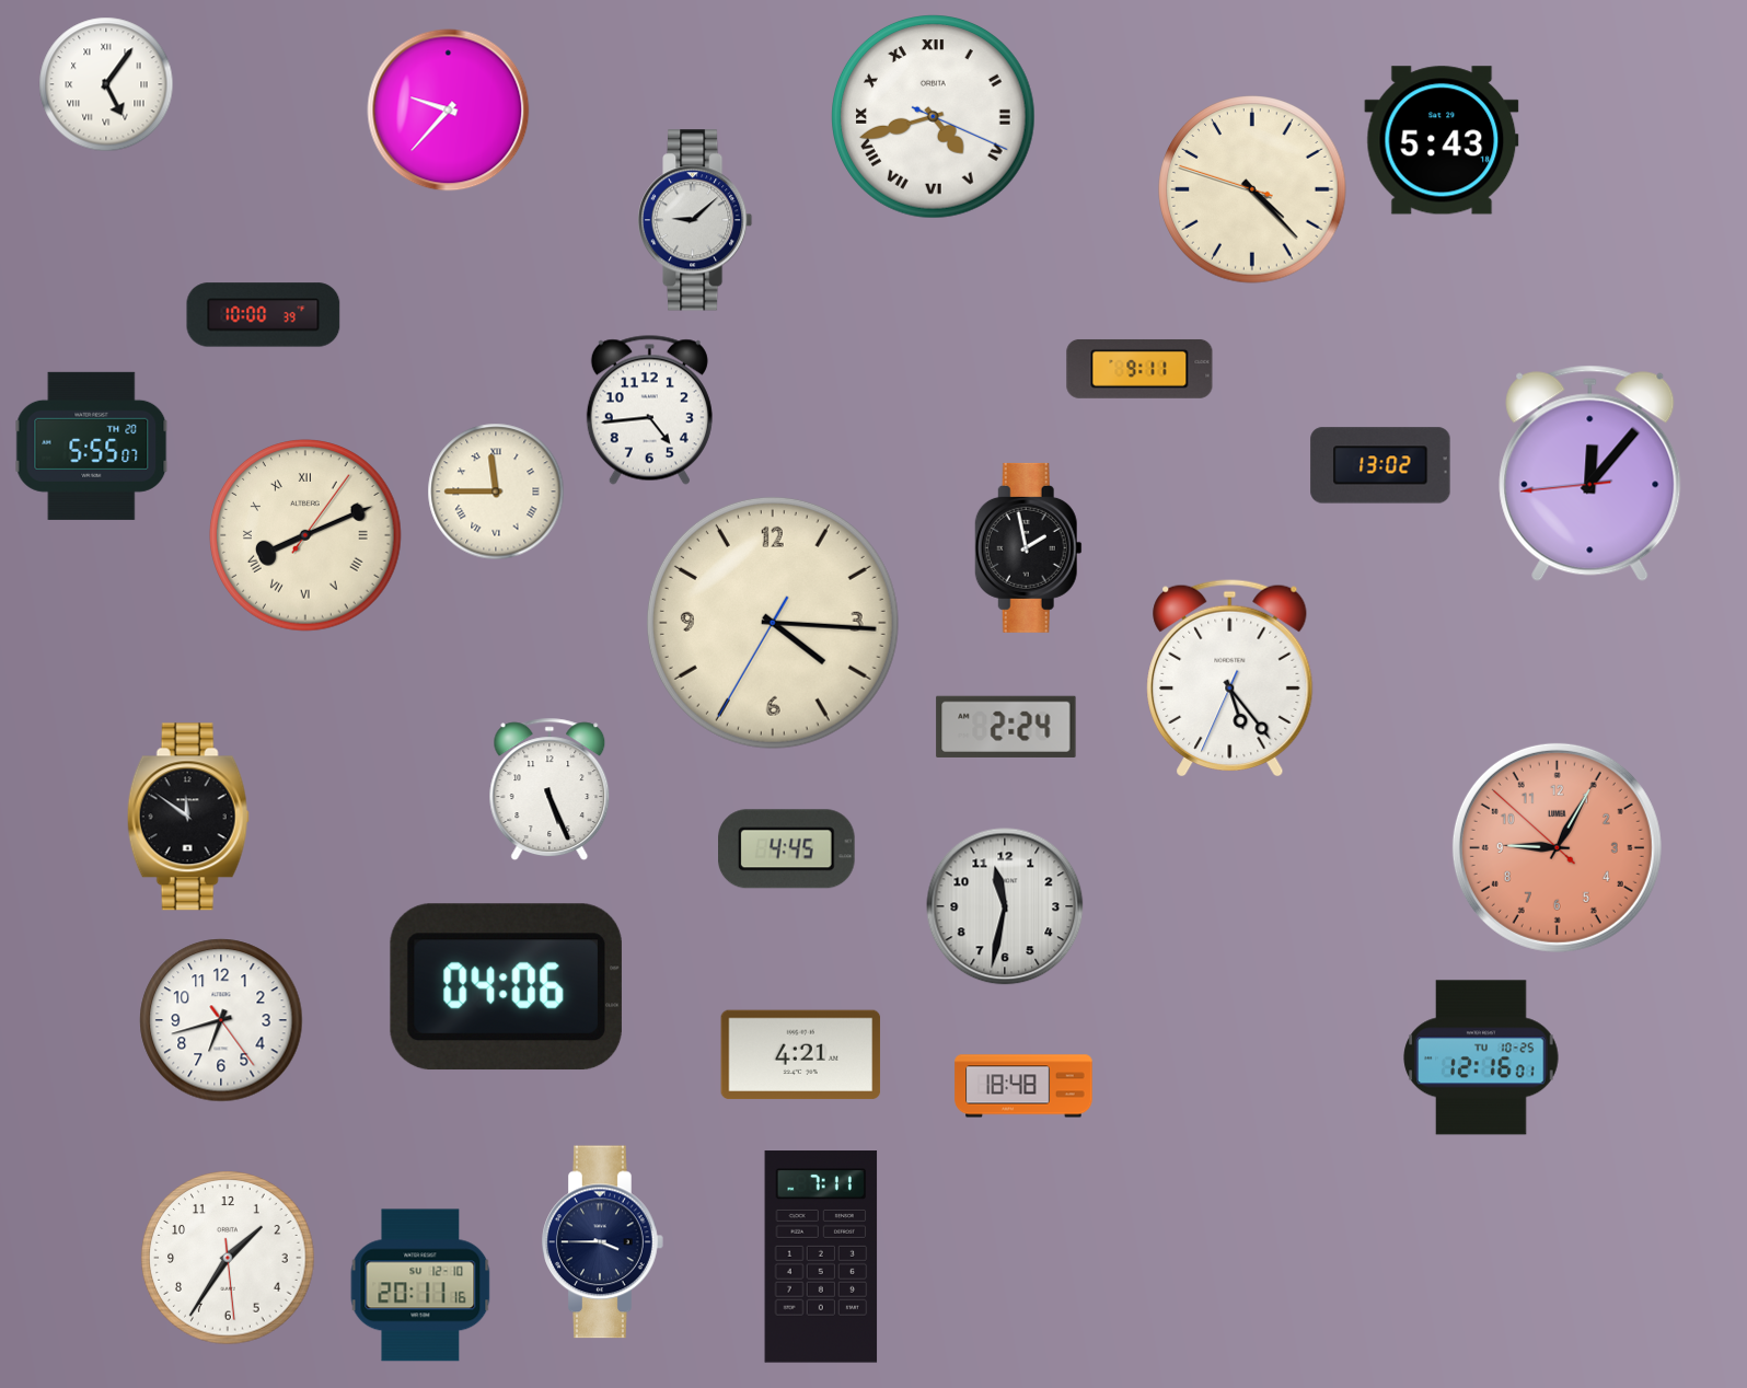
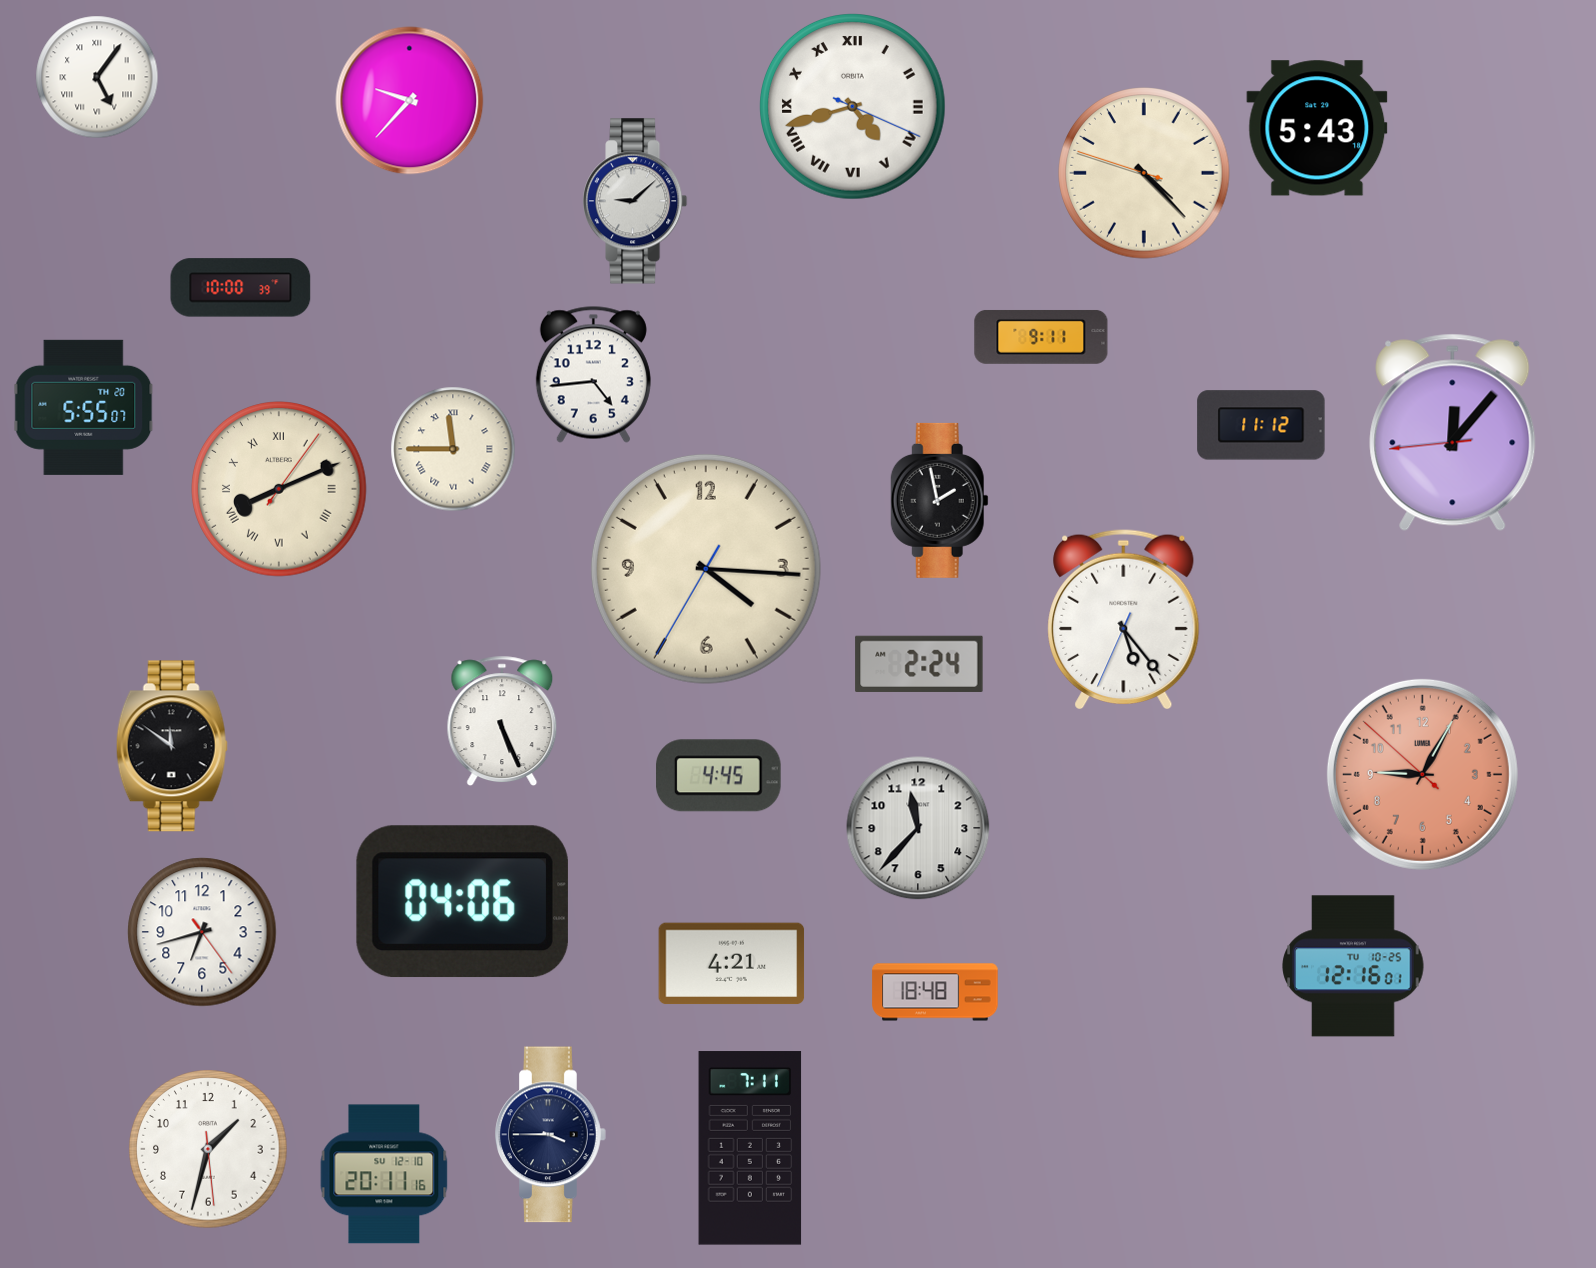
clock at (1380, 465): 13:02 -> 11:12
clock at (1005, 906): 11:32 -> 11:37
clock at (228, 1258): 1:35 -> 1:32
